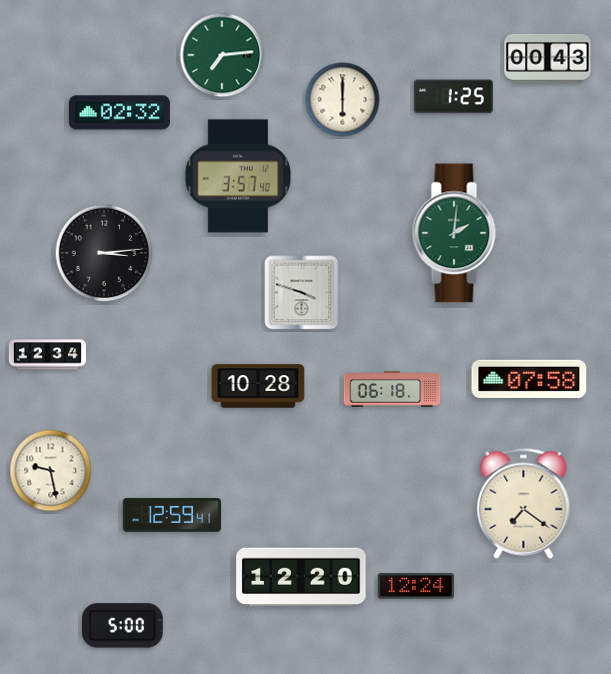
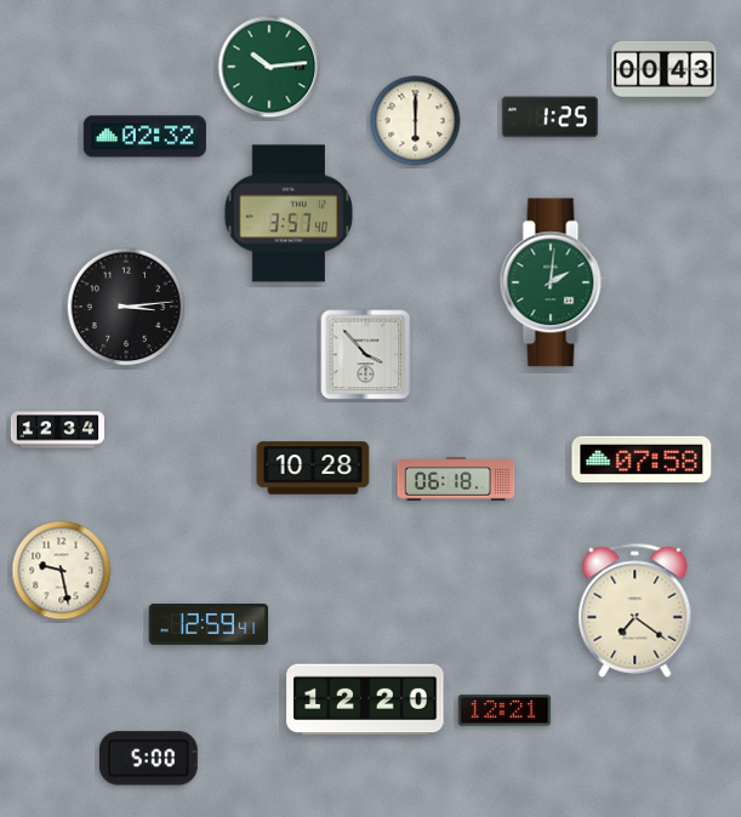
clock at (222, 55): 7:14 -> 10:14
clock at (302, 293): 3:48 -> 3:53
clock at (392, 389) position: (392, 389) -> (456, 479)
clock at (416, 586): 12:24 -> 12:21
